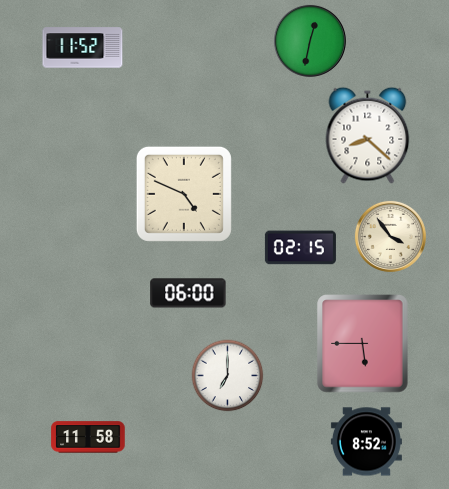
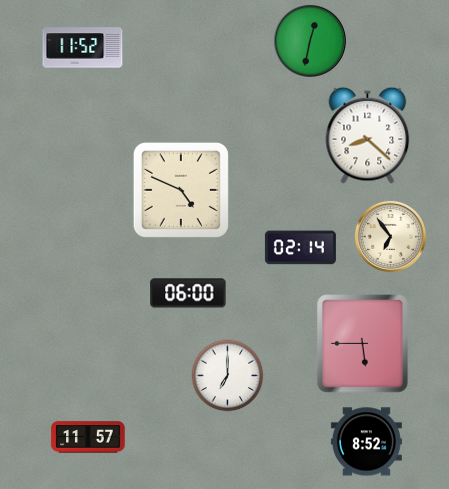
clock at (184, 194) position: (184, 194) -> (181, 190)
clock at (390, 236): 3:54 -> 6:54
clock at (300, 248): 02:15 -> 02:14
clock at (88, 437): 11:58 -> 11:57
